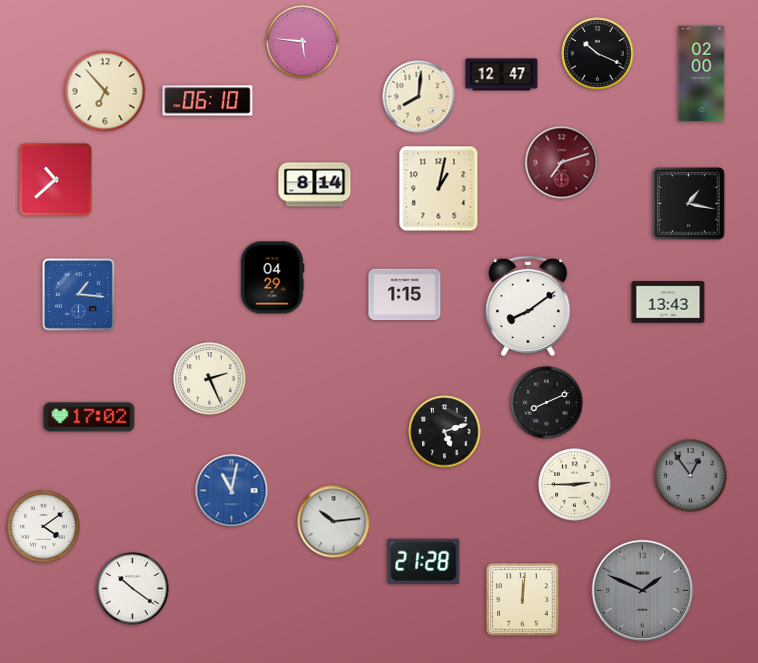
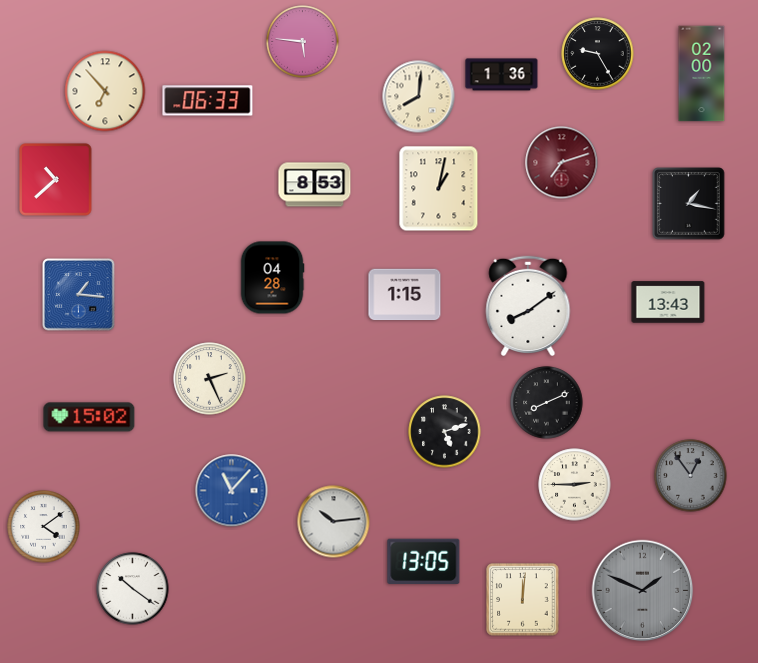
clock at (598, 54): 10:19 -> 9:25
clock at (502, 75): 12:47 -> 1:36
clock at (208, 101): 06:10 -> 06:33
clock at (315, 185): 8:14 -> 8:53
clock at (272, 278): 04:29 -> 04:28
clock at (89, 417): 17:02 -> 15:02
clock at (232, 491): 11:02 -> 11:07
clock at (424, 561): 21:28 -> 13:05
